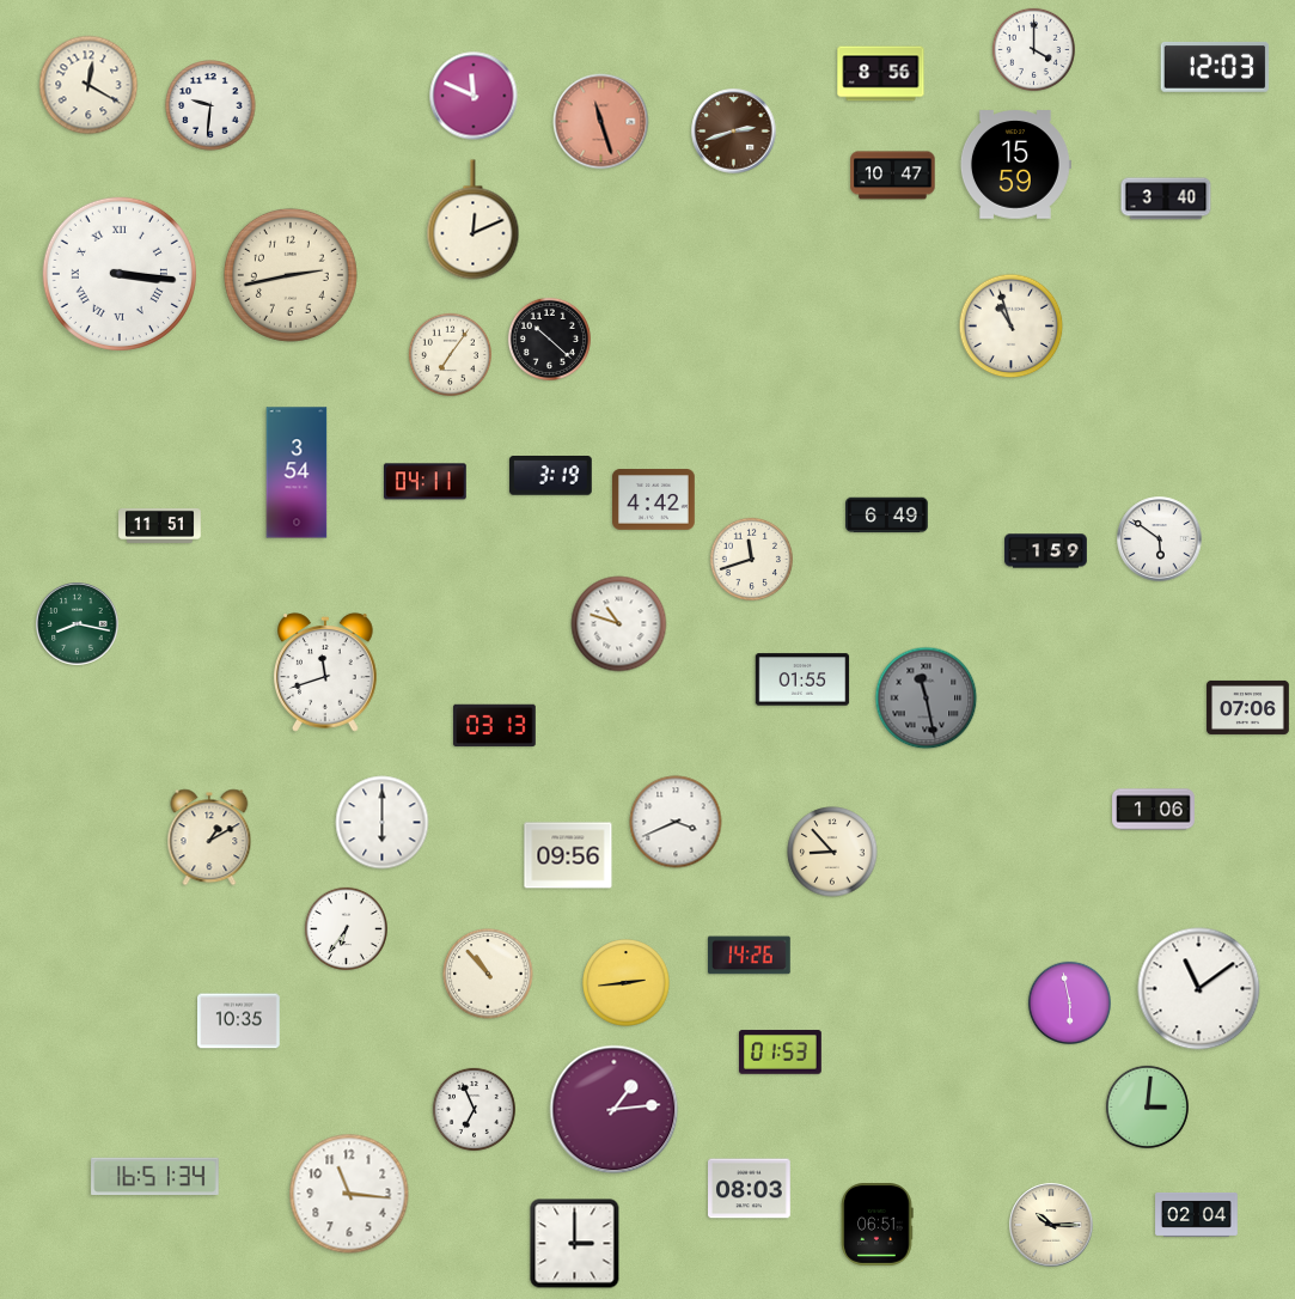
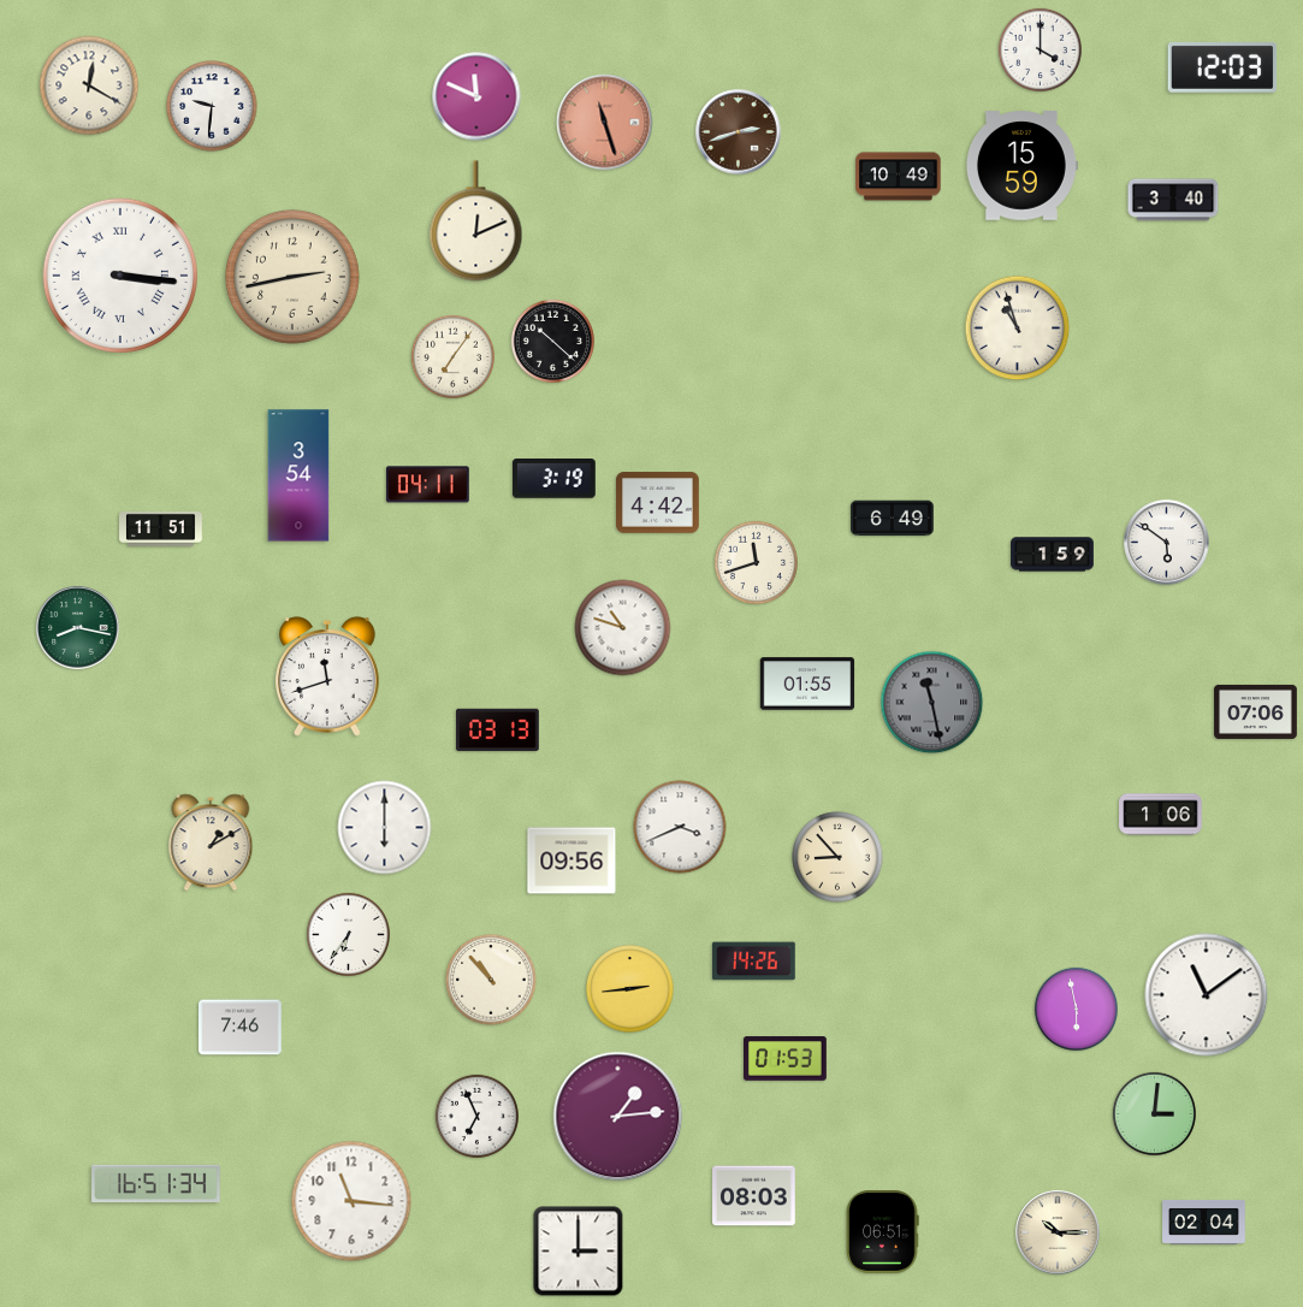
clock at (881, 74): 8:56 -> none
clock at (893, 176): 10:47 -> 10:49
clock at (239, 1021): 10:35 -> 7:46
